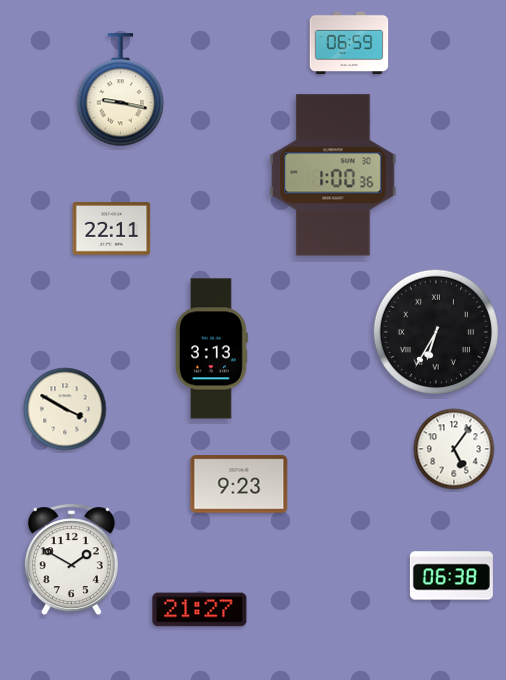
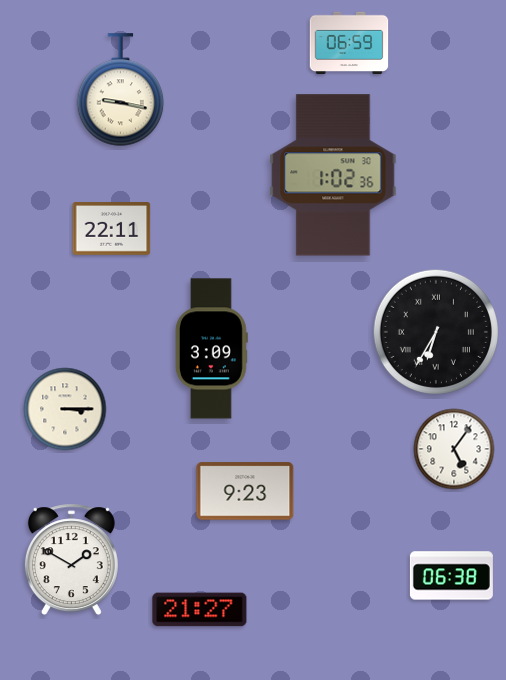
clock at (333, 175): 1:00 -> 1:02
clock at (211, 349): 3:13 -> 3:09
clock at (65, 409): 3:50 -> 3:15
clock at (239, 484) position: (239, 484) -> (245, 491)
